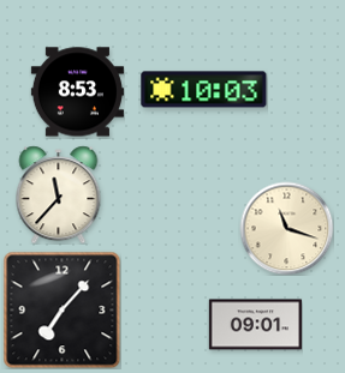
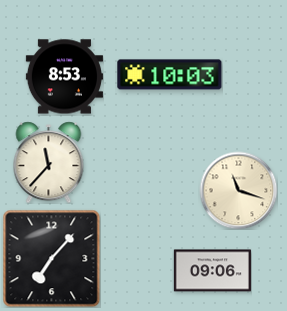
clock at (255, 325): 09:01 -> 09:06
